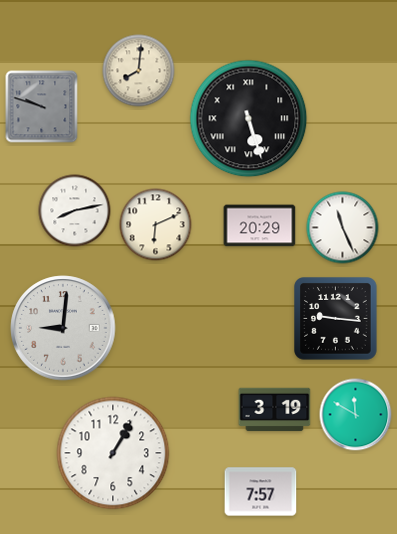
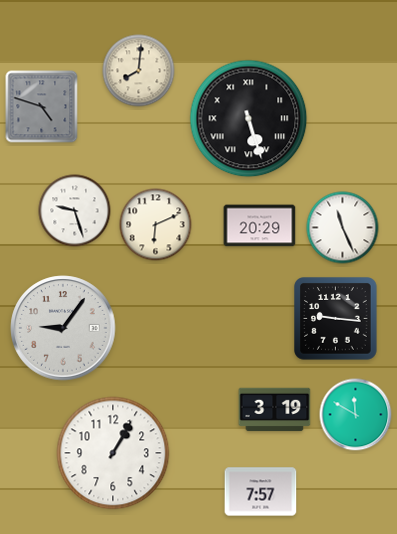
clock at (42, 107): 9:48 -> 4:48
clock at (75, 211): 8:13 -> 9:27
clock at (63, 328): 9:01 -> 9:06
